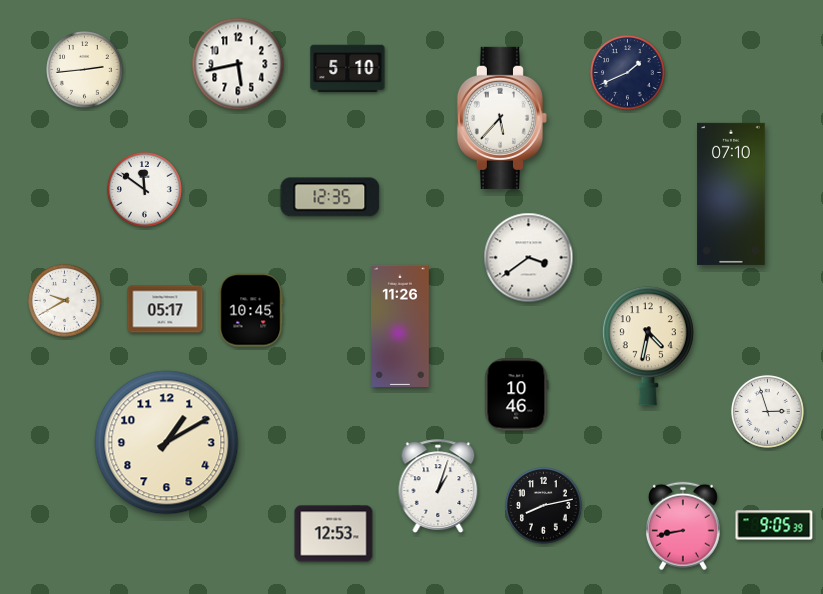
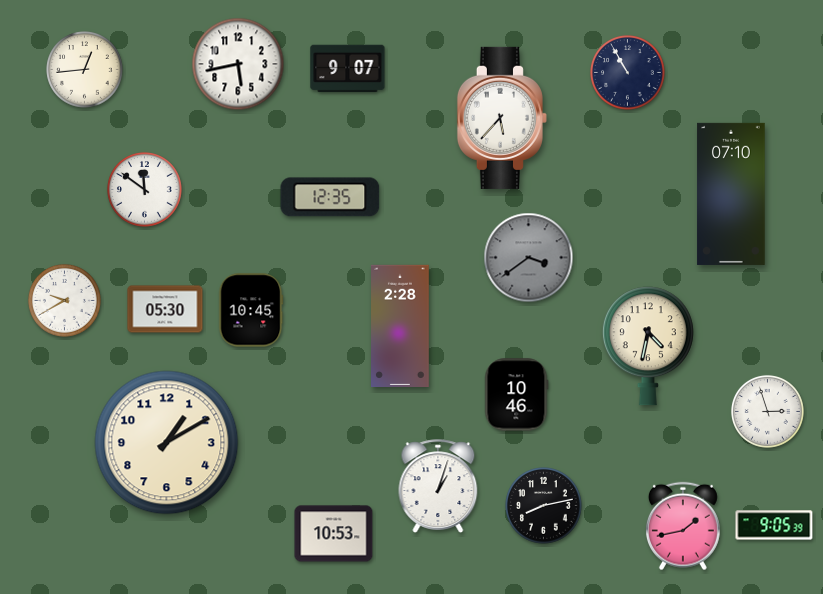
clock at (348, 69): 5:10 -> 9:07
clock at (85, 70): 2:44 -> 12:44
clock at (628, 73): 1:41 -> 10:55
clock at (529, 258) dial: white -> grey
clock at (165, 309): 05:17 -> 05:30
clock at (401, 325): 11:26 -> 2:28
clock at (683, 526): 8:43 -> 1:43
clock at (334, 534): 12:53 -> 10:53
